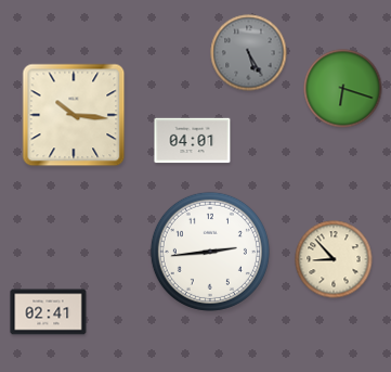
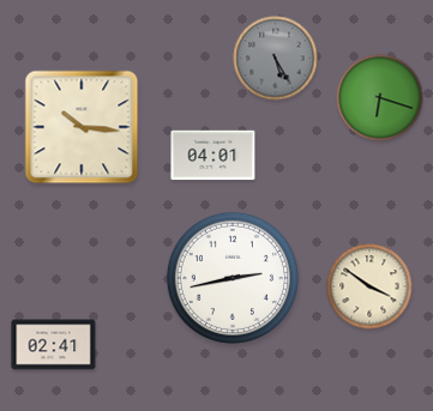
clock at (210, 252): 2:44 -> 2:43
clock at (334, 259): 8:53 -> 3:51
